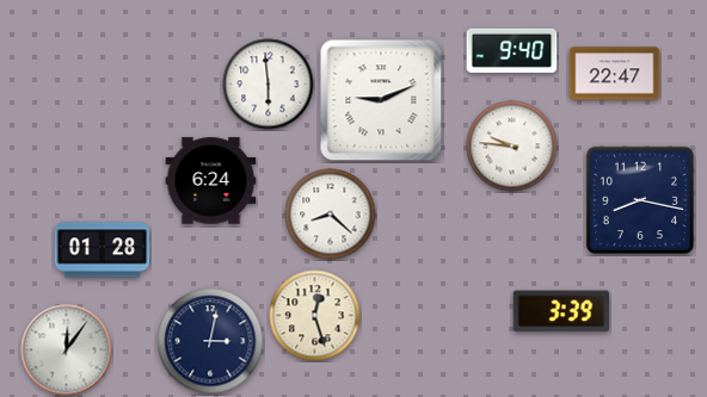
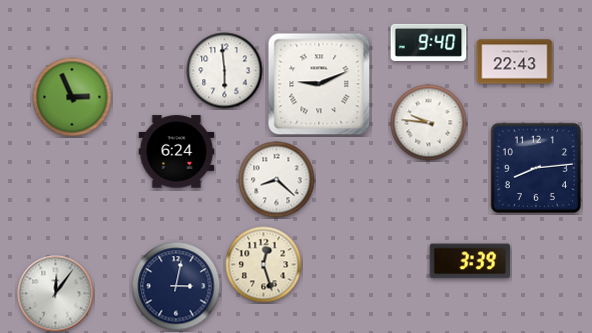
clock at (615, 74): 22:47 -> 22:43
clock at (72, 97): none -> 2:56
clock at (640, 200): 8:17 -> 8:14
clock at (103, 250): 01:28 -> none
